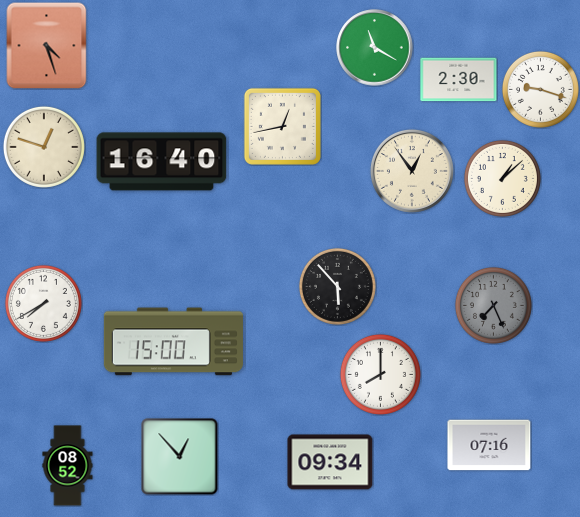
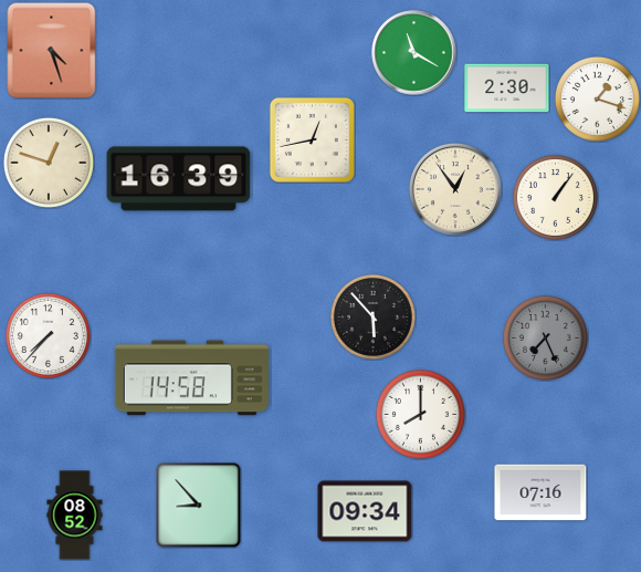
clock at (540, 89): 9:18 -> 1:18
clock at (162, 162): 16:40 -> 16:39
clock at (502, 178): 1:08 -> 1:06
clock at (43, 303): 7:40 -> 7:37
clock at (173, 342): 15:00 -> 14:58
clock at (180, 457): 12:53 -> 8:53
